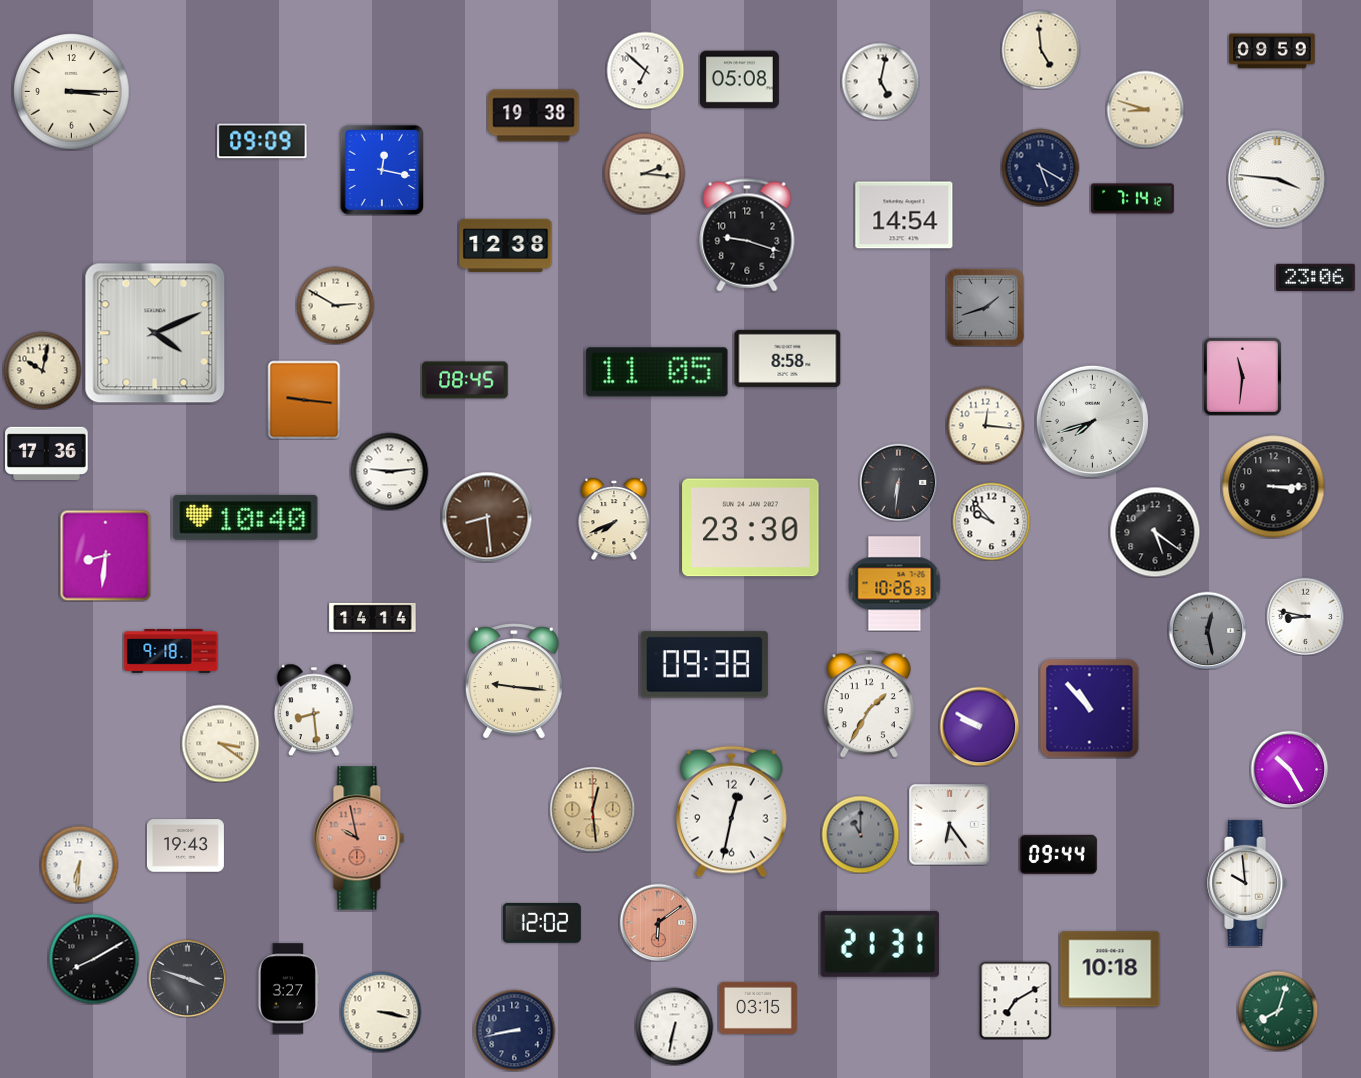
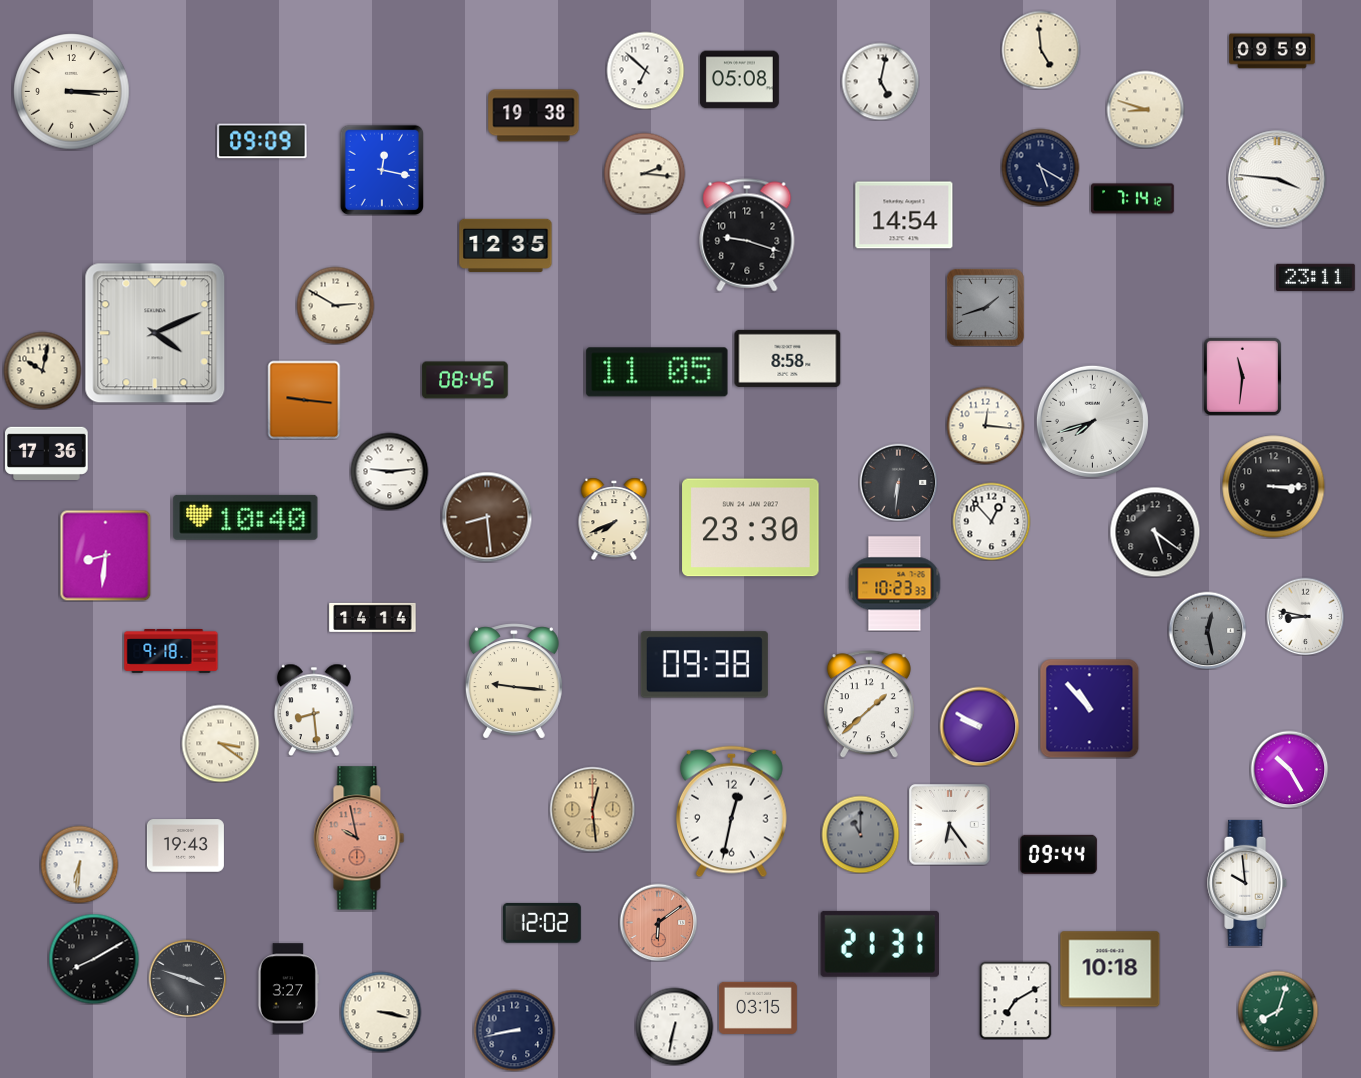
clock at (506, 245): 12:38 -> 12:35
clock at (1315, 277): 23:06 -> 23:11
clock at (991, 521): 9:53 -> 12:53
clock at (895, 584): 10:26 -> 10:23
clock at (869, 704): 1:35 -> 1:38
